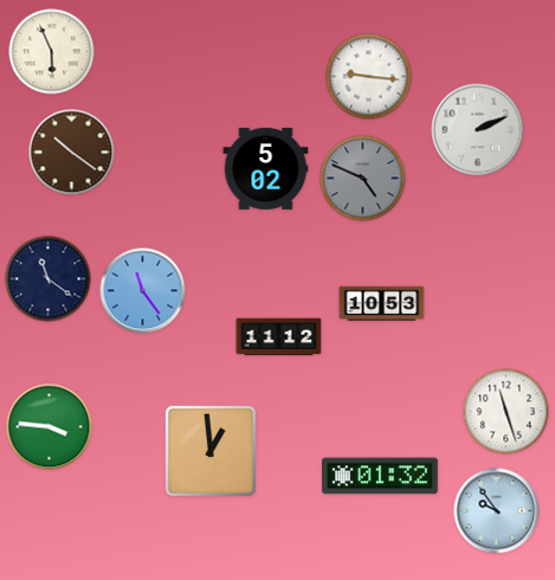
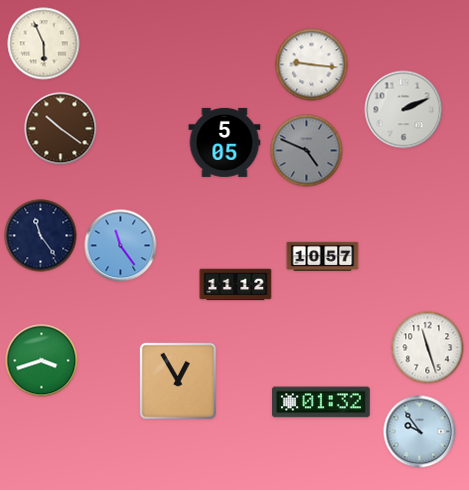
clock at (266, 168): 5:02 -> 5:05
clock at (49, 279): 11:21 -> 11:24
clock at (382, 303): 10:53 -> 10:57
clock at (50, 427): 3:46 -> 3:42
clock at (211, 451): 12:59 -> 12:55
